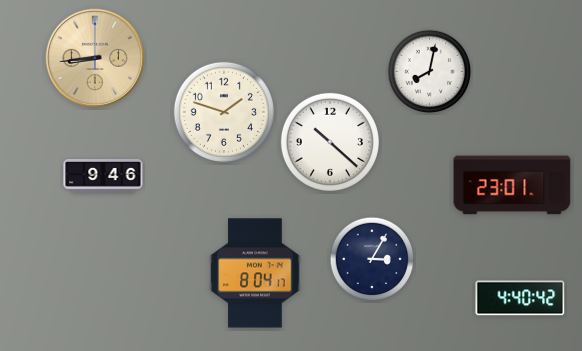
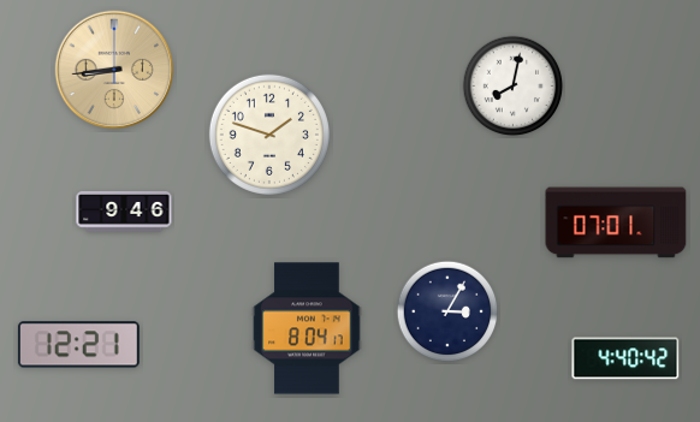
clock at (430, 72) position: (430, 72) -> (514, 87)
clock at (330, 142): 10:22 -> none
clock at (512, 185): 23:01 -> 07:01
clock at (78, 345): none -> 12:21
